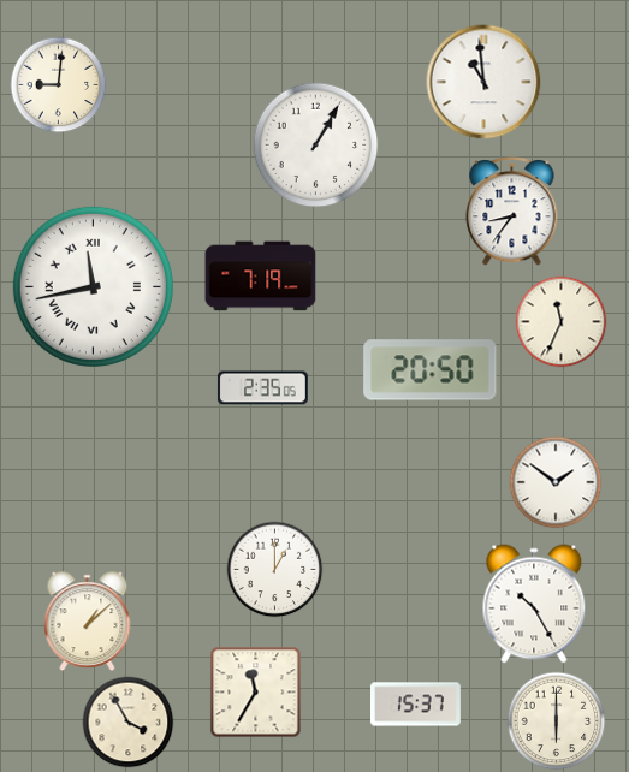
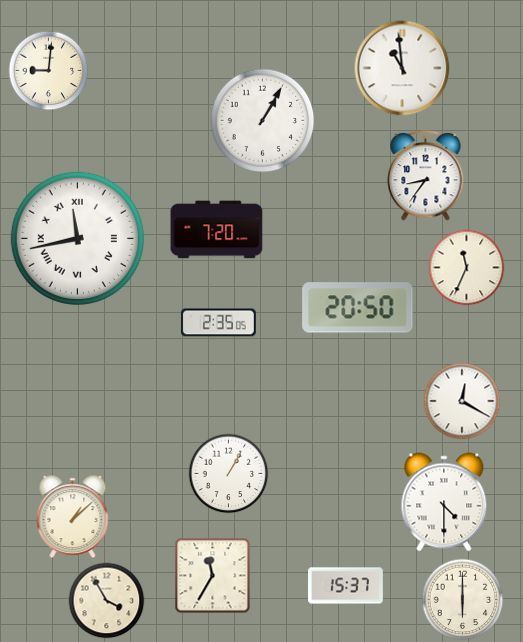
clock at (261, 277): 7:19 -> 7:20
clock at (556, 482): 1:51 -> 12:20
clock at (275, 570): 1:00 -> 1:05
clock at (534, 604): 10:25 -> 4:30
